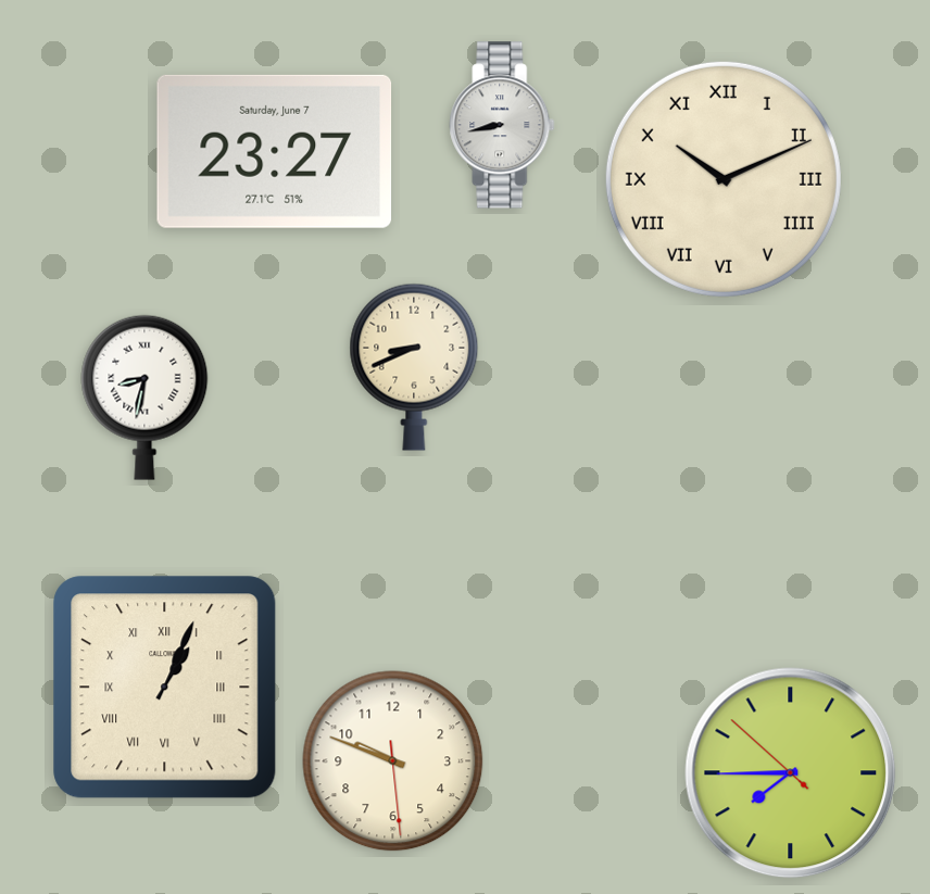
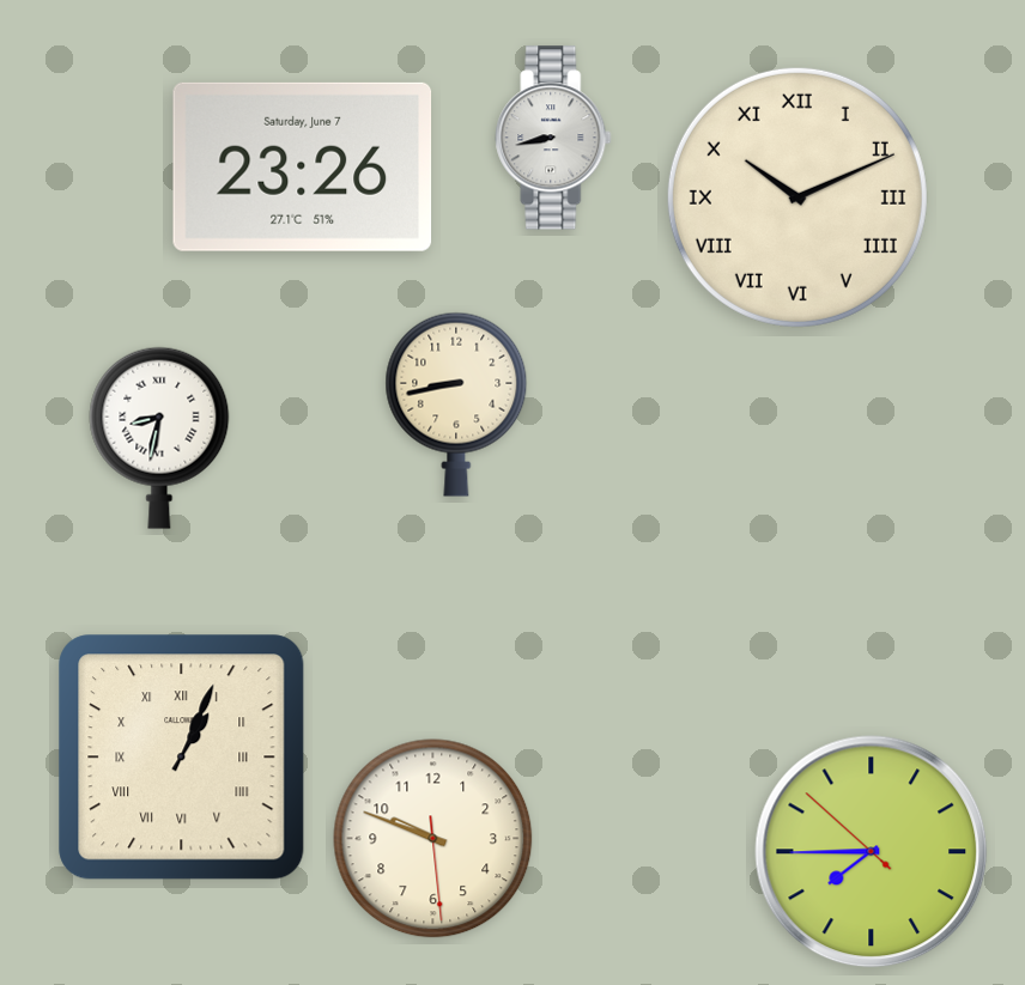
clock at (275, 151): 23:27 -> 23:26
clock at (414, 367): 8:41 -> 8:43
